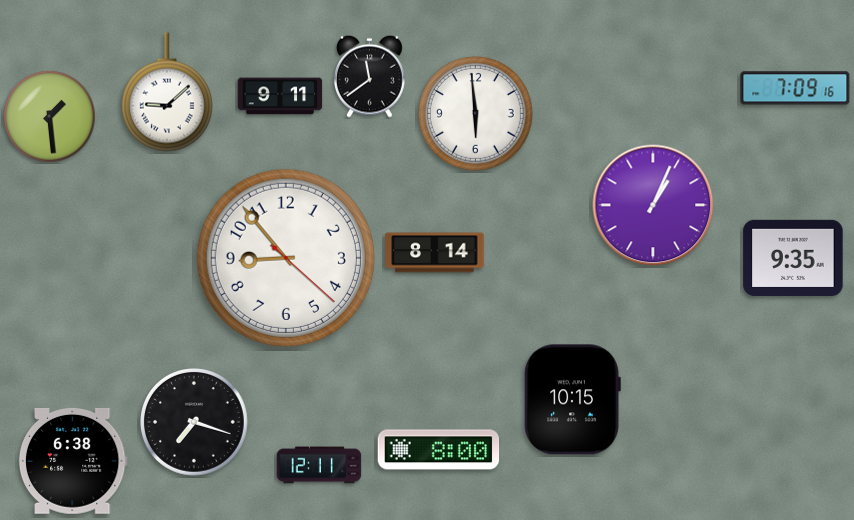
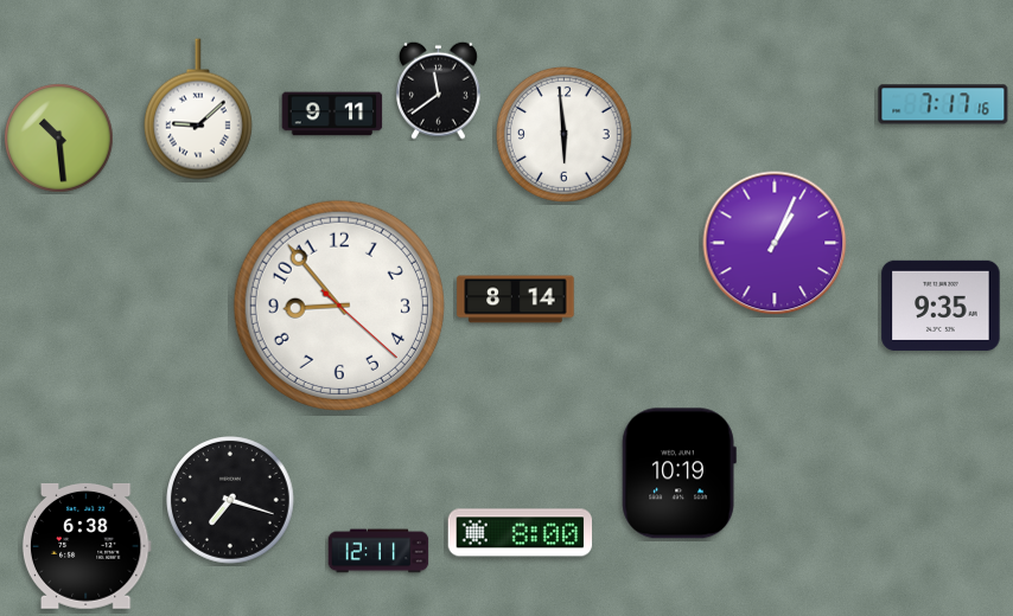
clock at (795, 88): 7:09 -> 7:17
clock at (50, 117): 1:29 -> 10:29
clock at (572, 400): 10:15 -> 10:19
